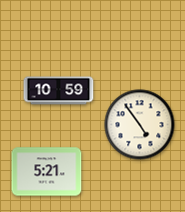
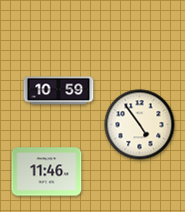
clock at (47, 172): 5:21 -> 11:46
